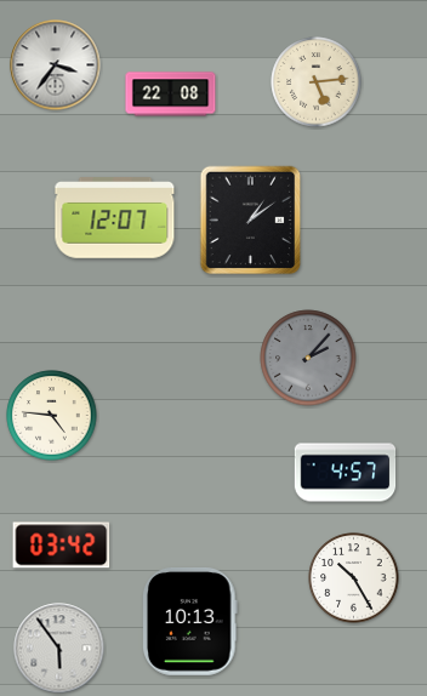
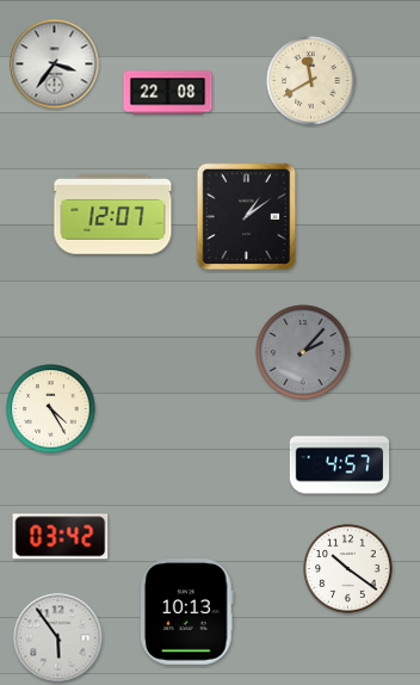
clock at (317, 82): 5:14 -> 11:40
clock at (52, 416): 4:46 -> 4:25
clock at (354, 578): 10:25 -> 10:21
